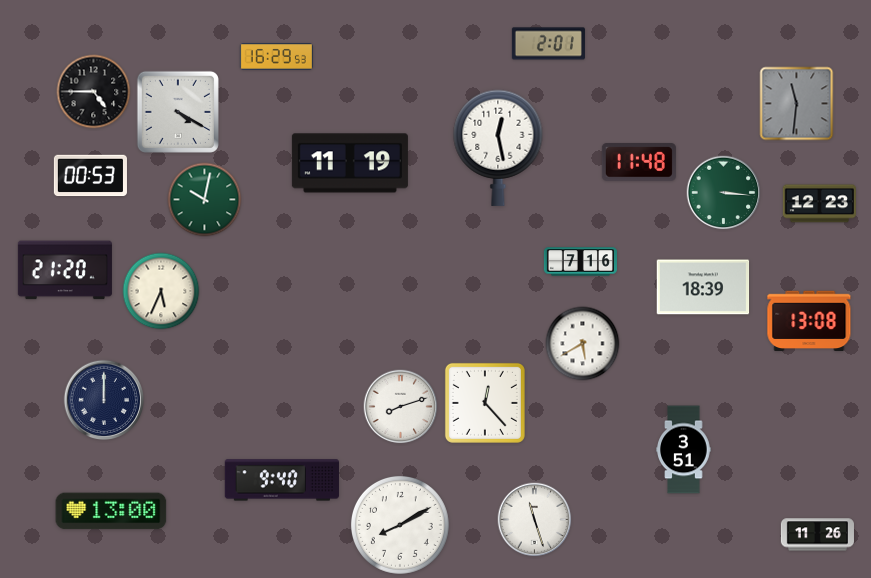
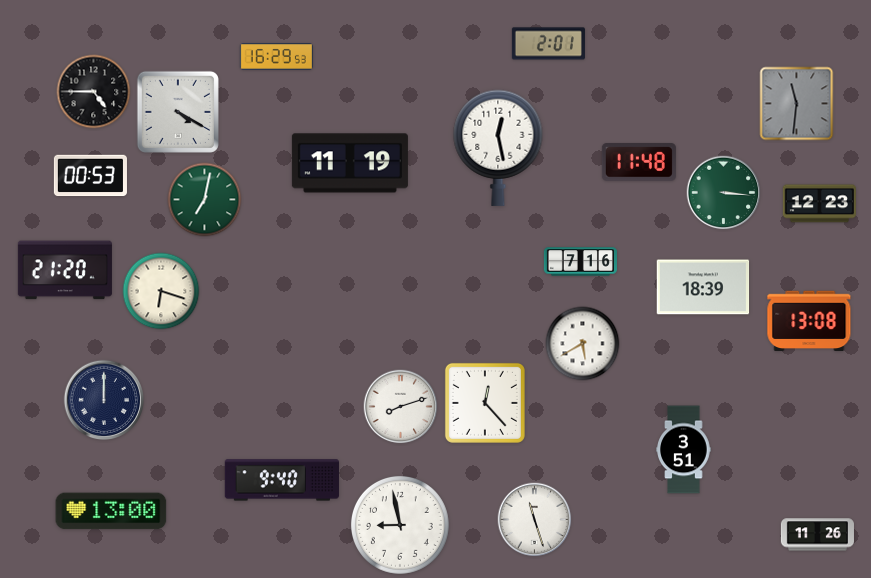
clock at (205, 200): 10:02 -> 7:02
clock at (161, 291): 5:34 -> 6:18
clock at (400, 525): 8:10 -> 8:58
